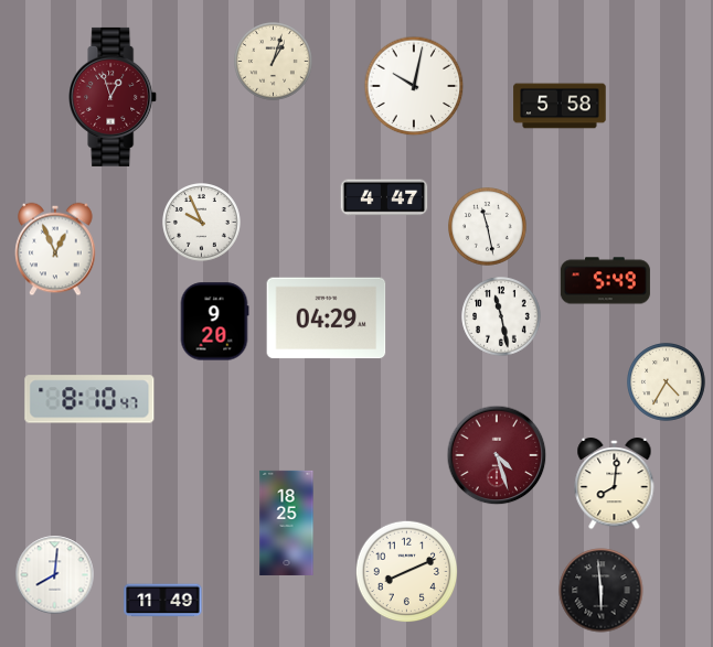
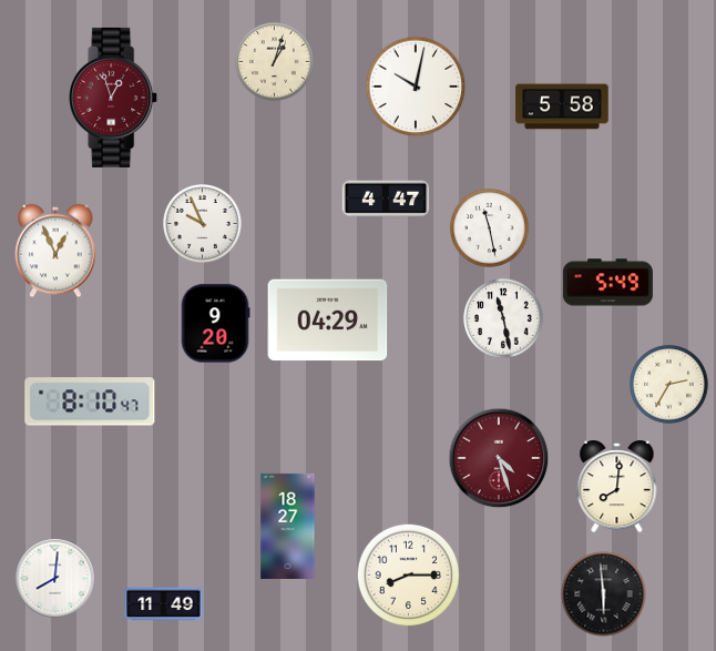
clock at (667, 382): 4:35 -> 2:35
clock at (287, 522): 18:25 -> 18:27
clock at (407, 572): 8:11 -> 8:15
